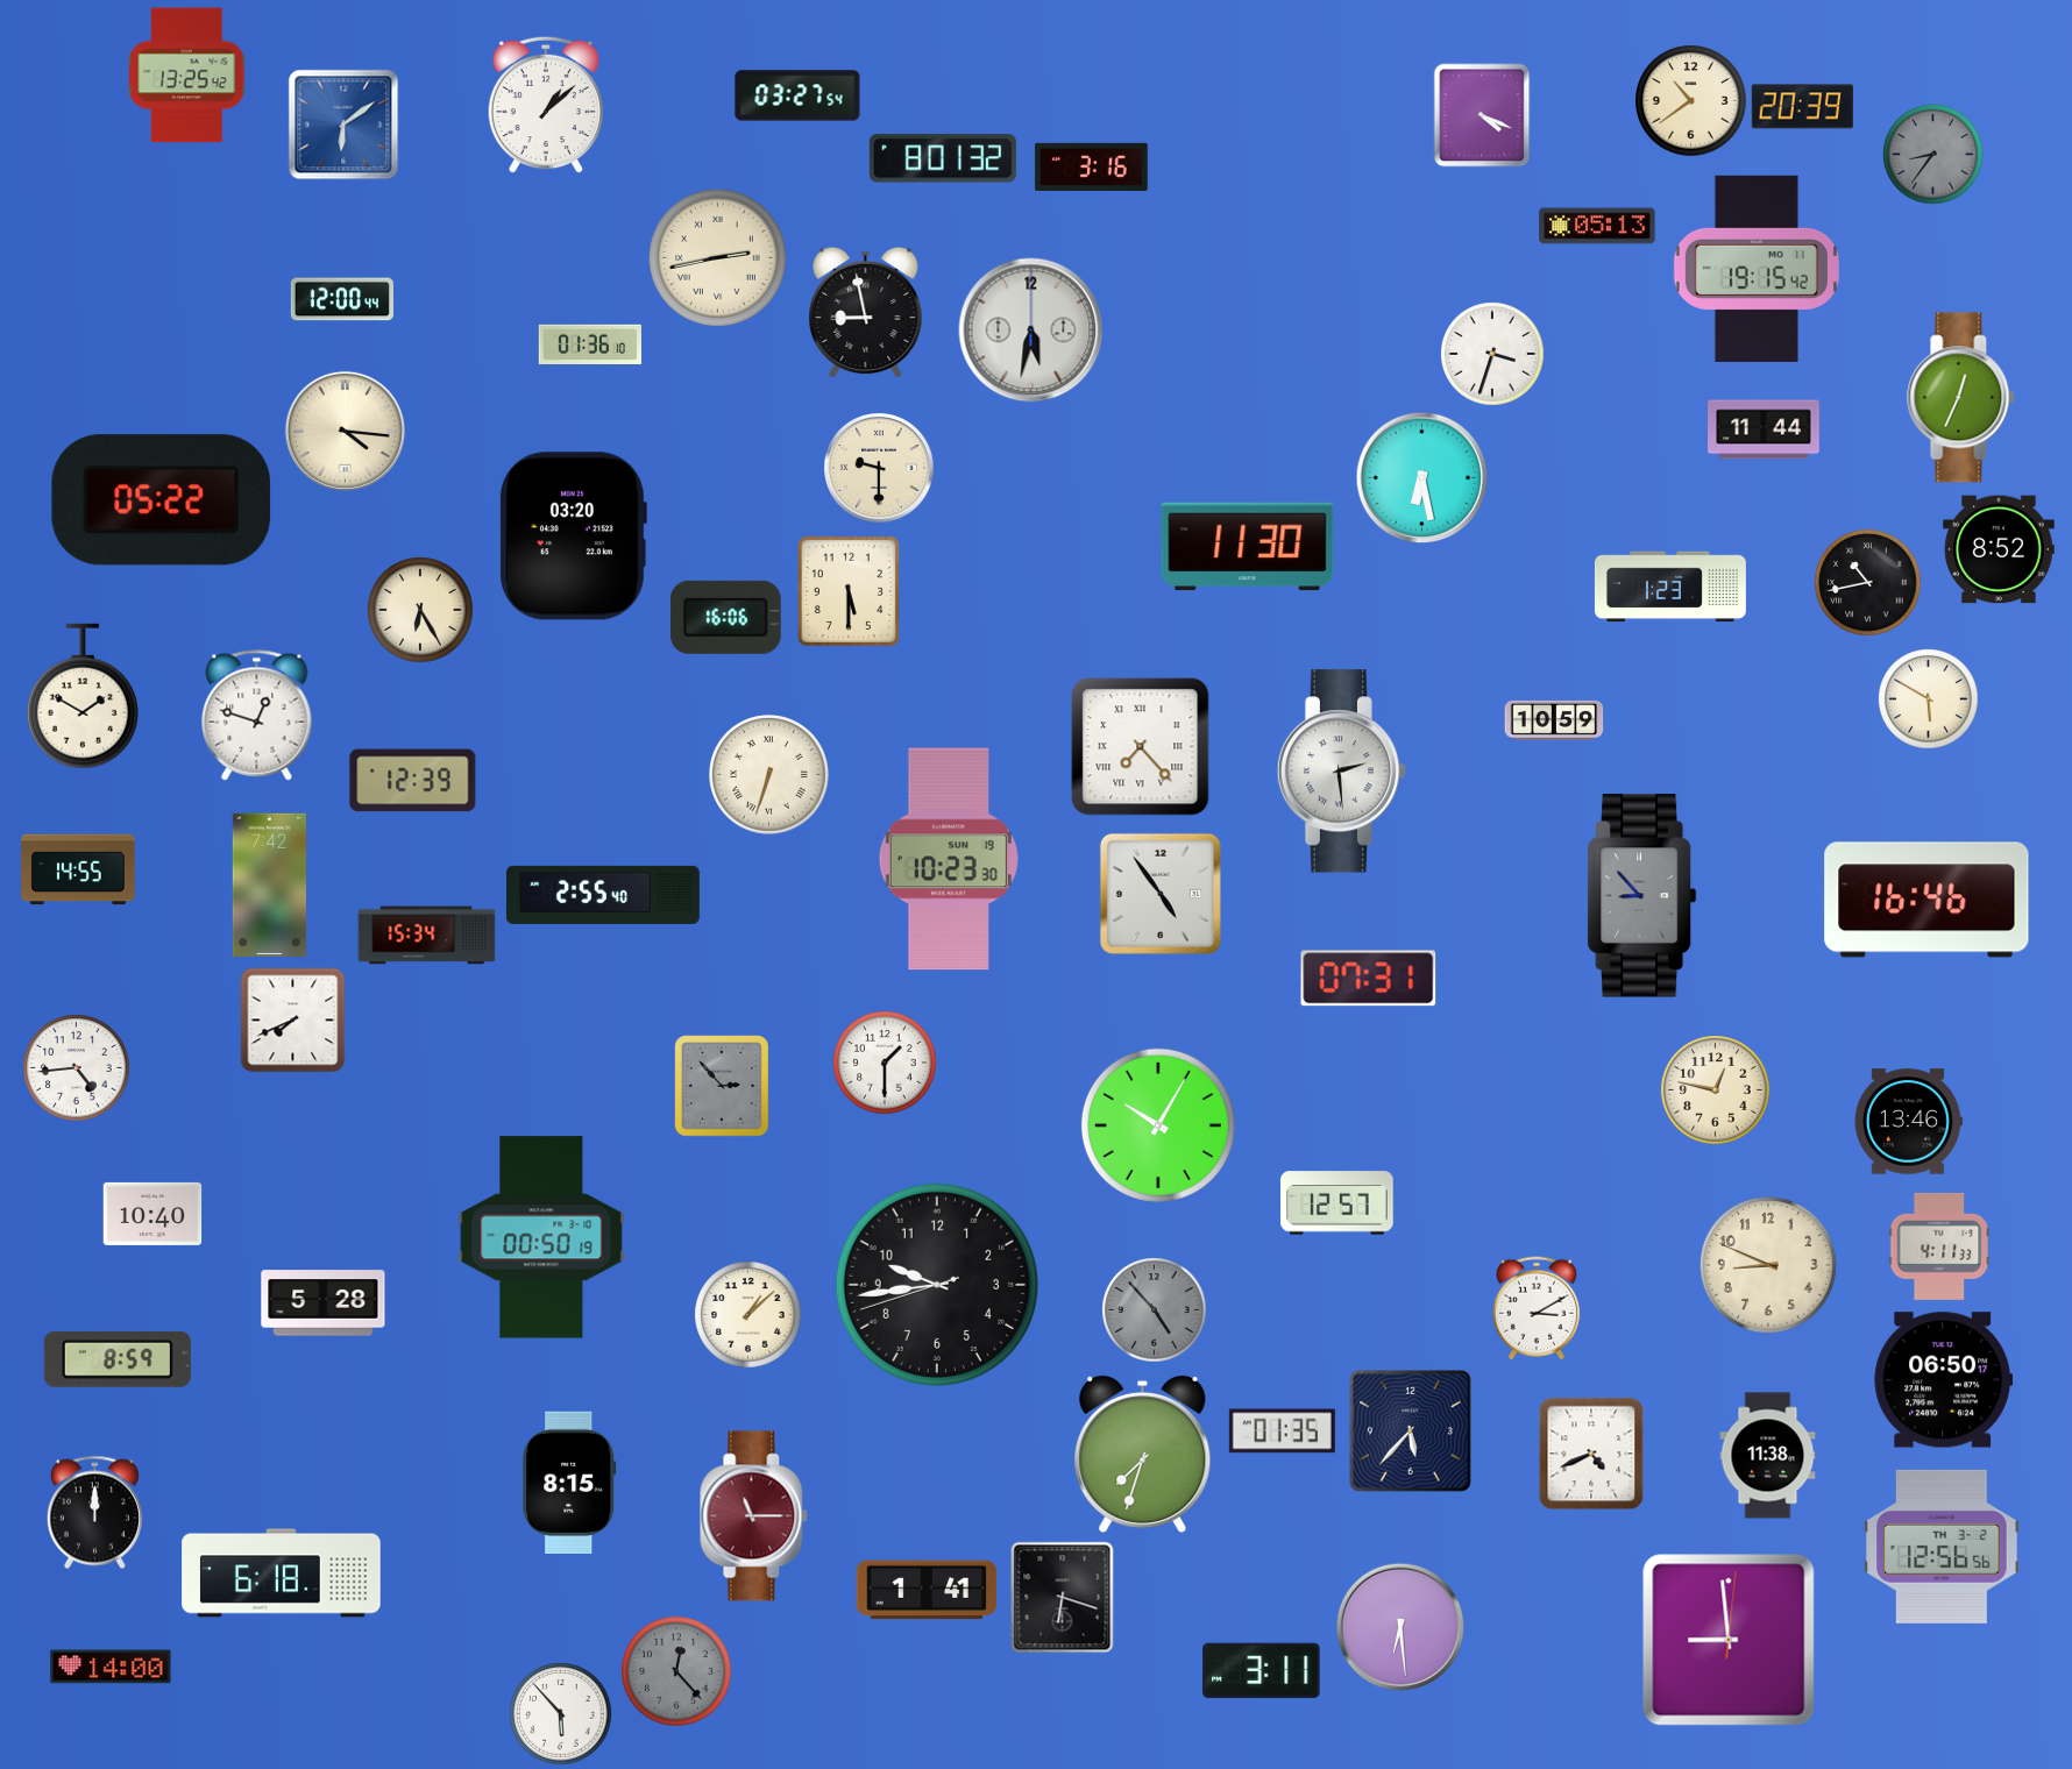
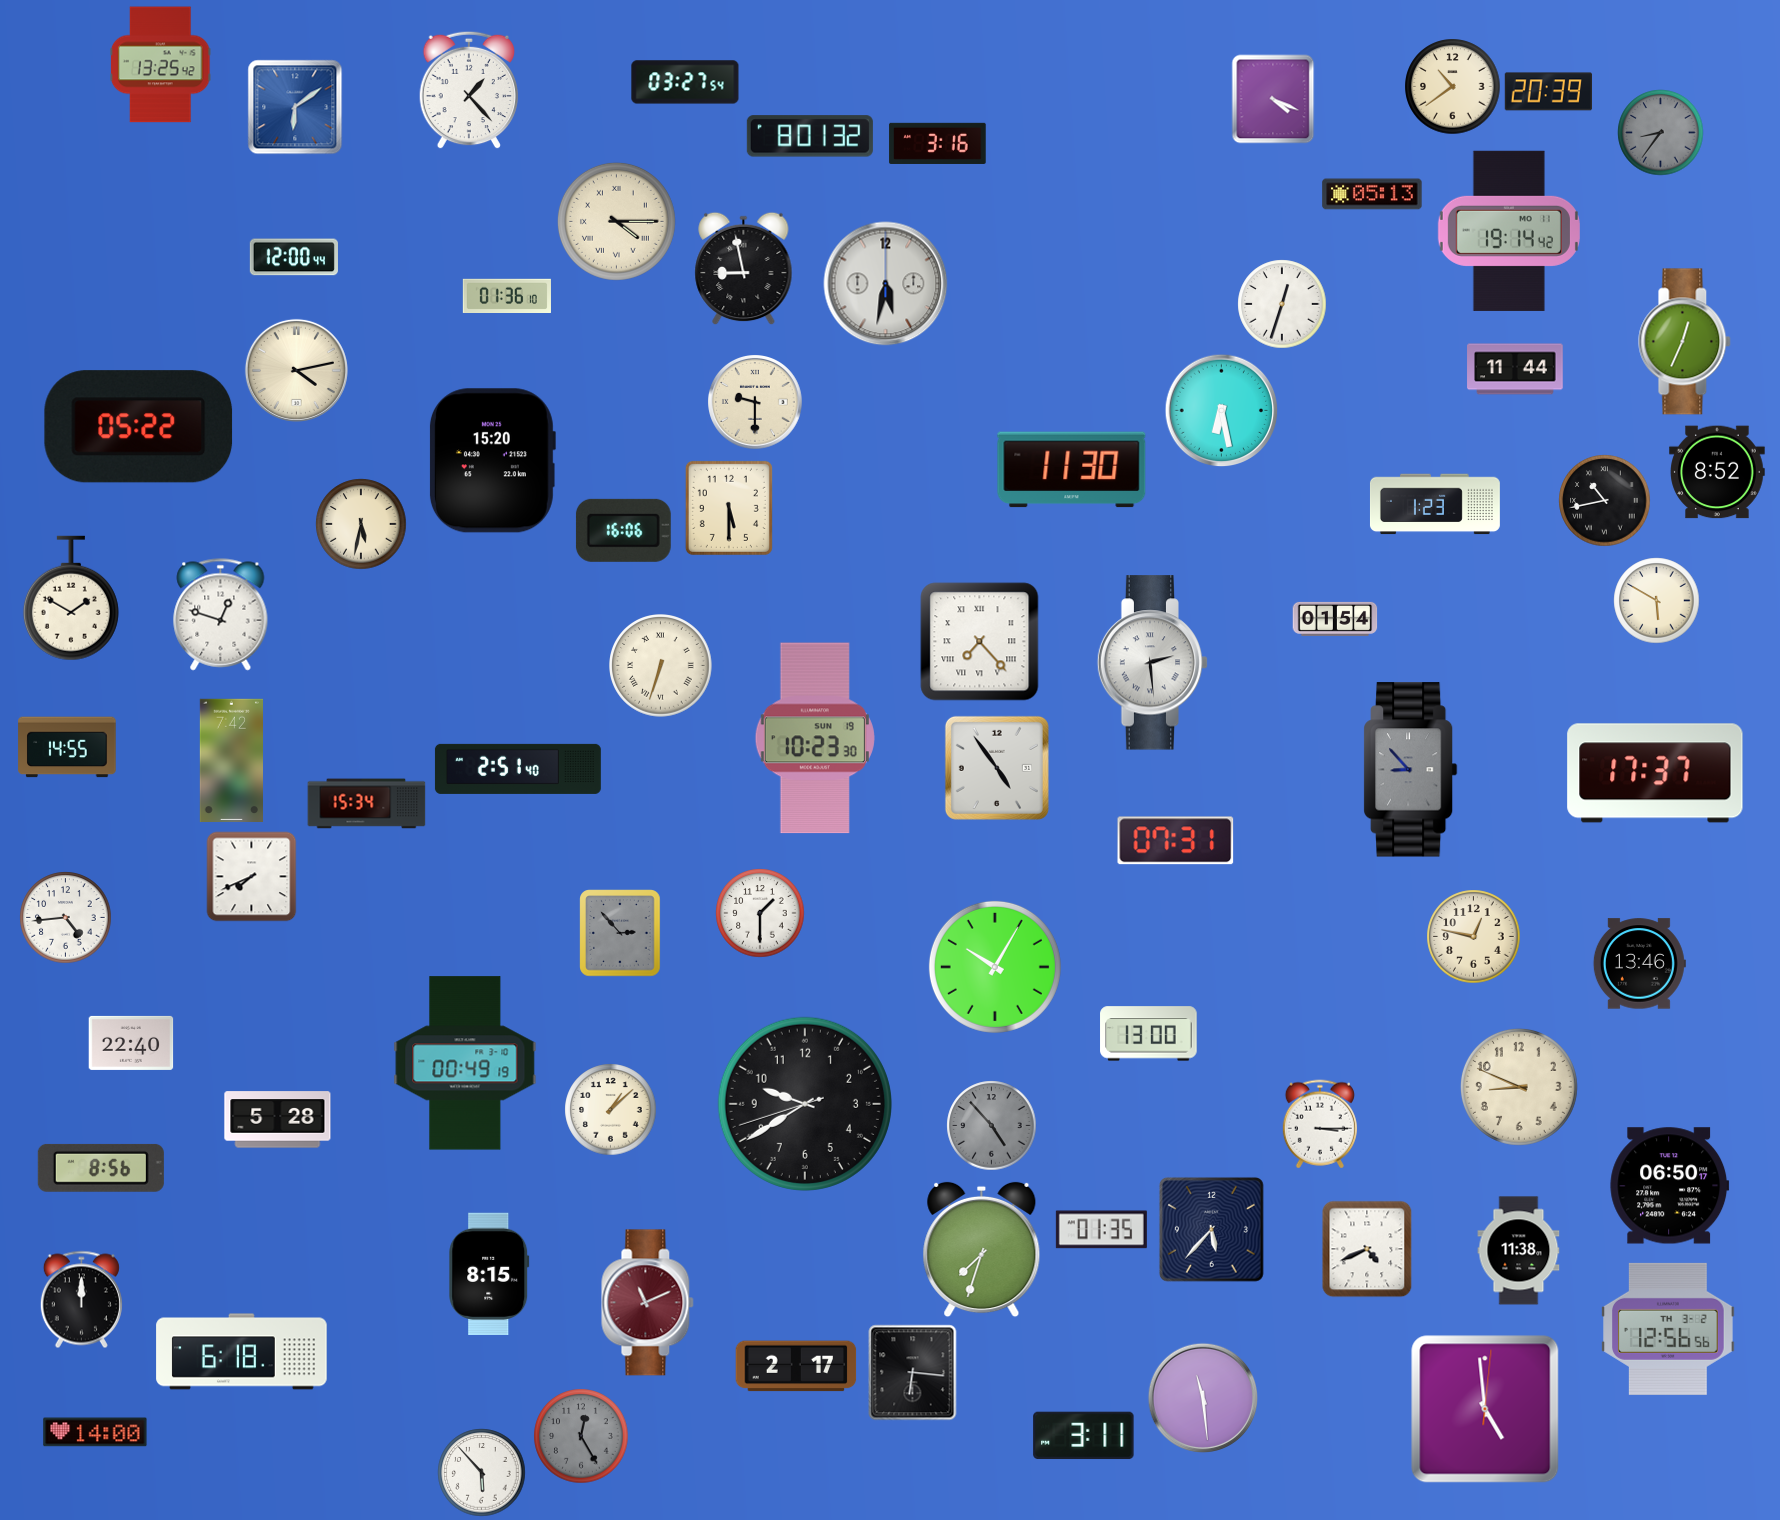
clock at (546, 105): 1:08 -> 1:23
clock at (717, 257): 2:43 -> 4:15
clock at (1757, 269): 19:15 -> 19:14
clock at (1492, 354): 3:33 -> 12:33
clock at (345, 431): 4:16 -> 4:13
clock at (162, 500) position: (162, 500) -> (139, 427)
clock at (573, 537): 03:20 -> 15:20
clock at (420, 610): 6:25 -> 5:32
clock at (1554, 720): 10:59 -> 01:54
clock at (413, 781): 12:39 -> none
clock at (603, 895): 2:55 -> 2:51
clock at (1926, 900): 16:46 -> 17:37
clock at (1337, 1203): 12:57 -> 13:00
clock at (152, 1214): 10:40 -> 22:40
clock at (541, 1237): 00:50 -> 00:49
clock at (1939, 1246): 4:11 -> none
clock at (937, 1285): 9:43 -> 9:39
clock at (1537, 1308): 3:10 -> 3:15
clock at (748, 1315) position: (748, 1315) -> (611, 1110)
clock at (118, 1359): 8:59 -> 8:56
clock at (754, 1516): 11:15 -> 11:11
clock at (927, 1590): 1:41 -> 2:17
clock at (1063, 1598): 6:18 -> 6:16
clock at (1399, 1626): 6:29 -> 11:29
clock at (1729, 1640): 8:59 -> 4:59
clock at (676, 1671): 12:23 -> 12:25
